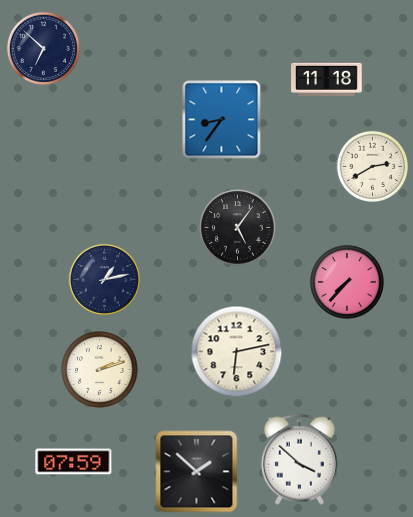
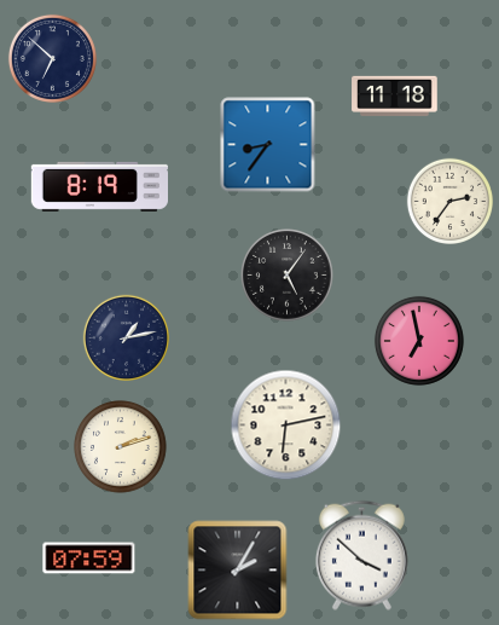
clock at (99, 186): none -> 8:19
clock at (372, 166): 2:40 -> 2:36
clock at (347, 282): 7:37 -> 6:58
clock at (197, 472): 1:52 -> 2:05
